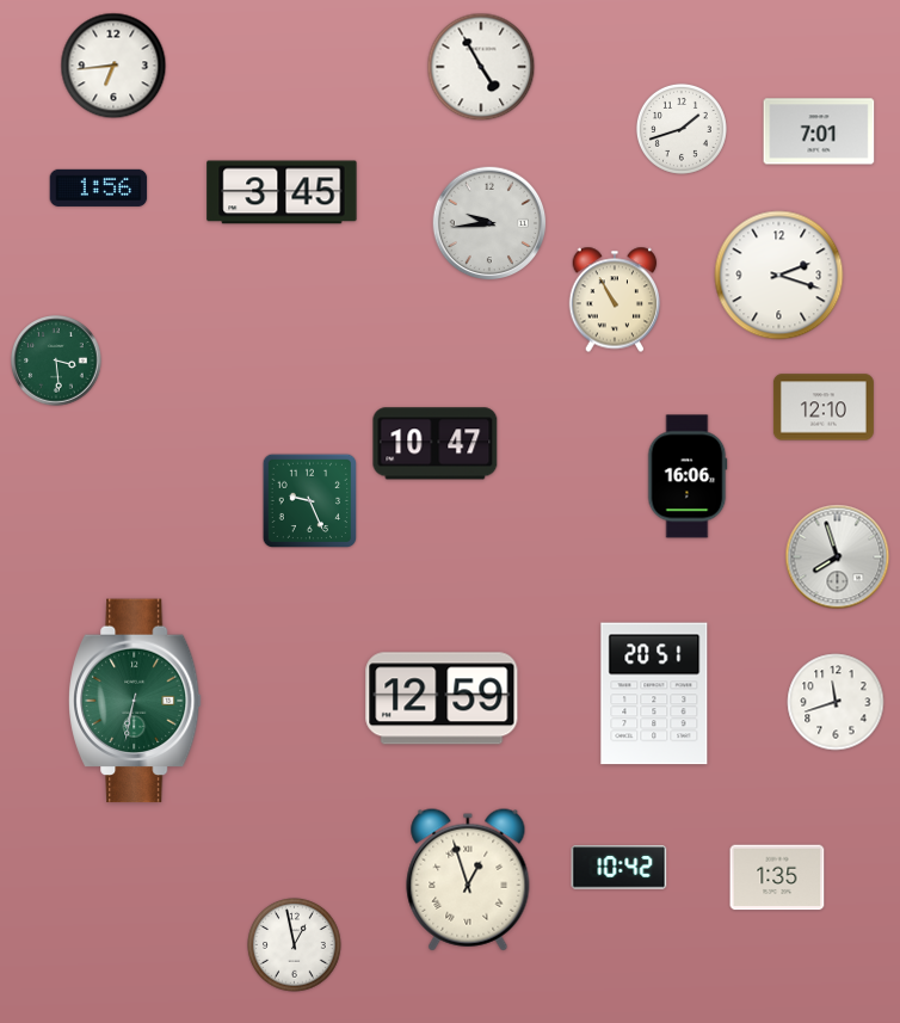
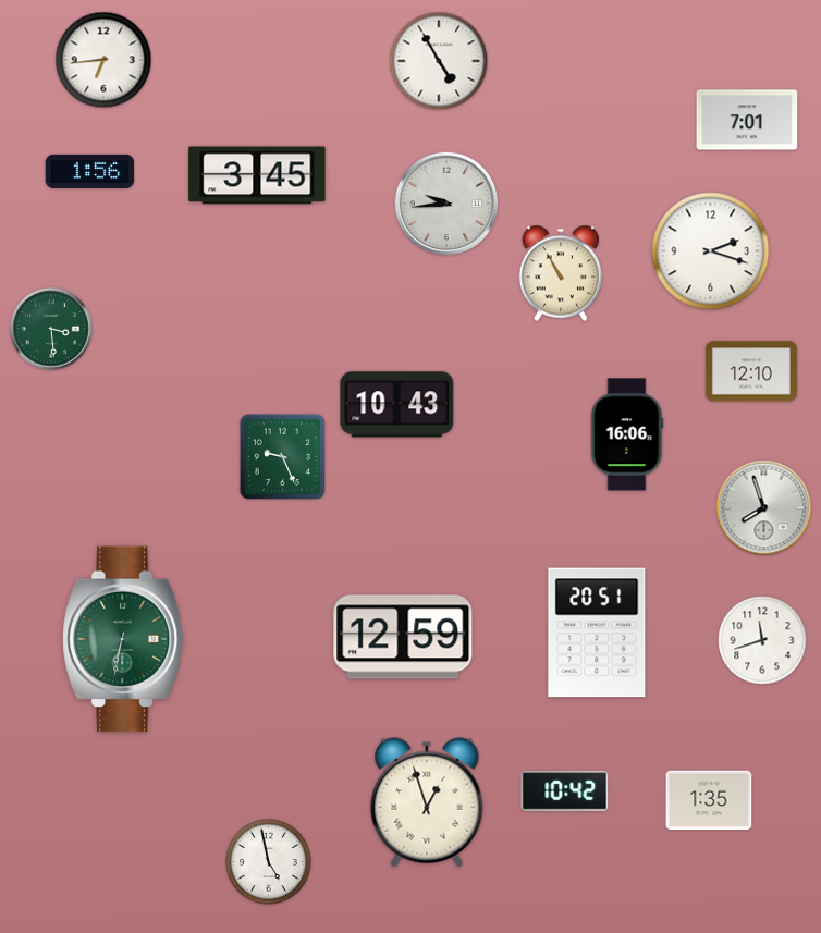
clock at (682, 129): 1:42 -> none
clock at (436, 444): 10:47 -> 10:43
clock at (295, 945): 12:58 -> 4:58
